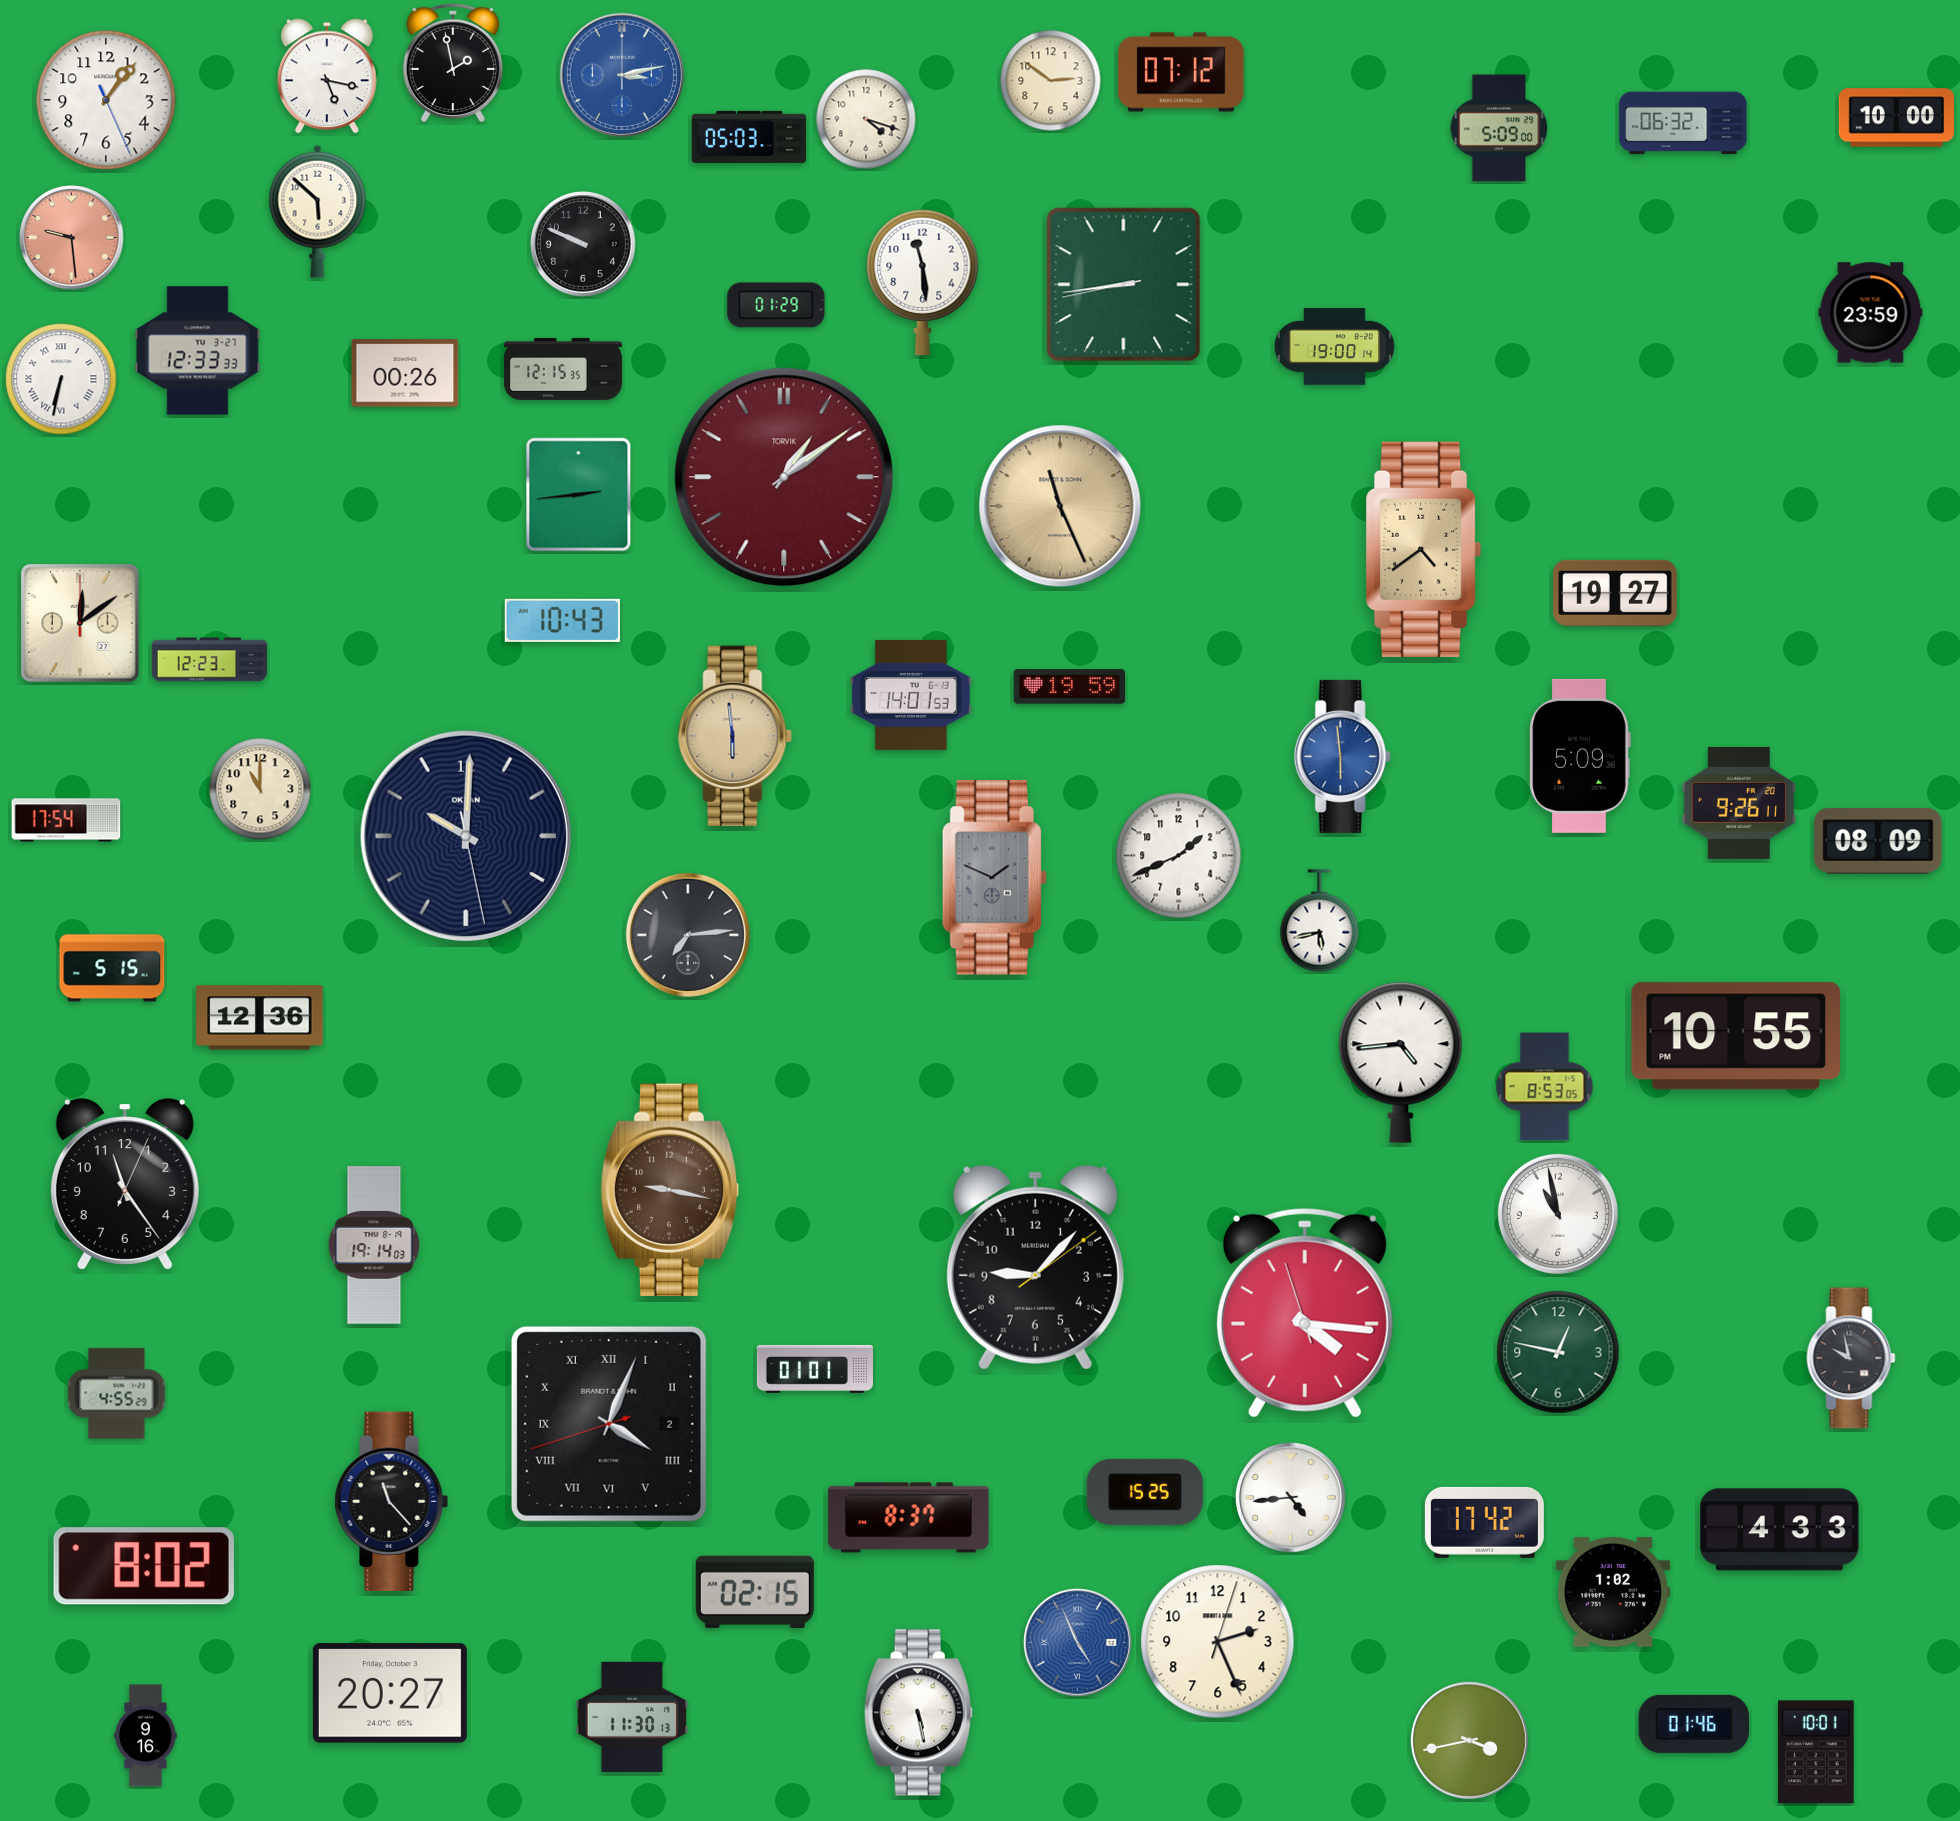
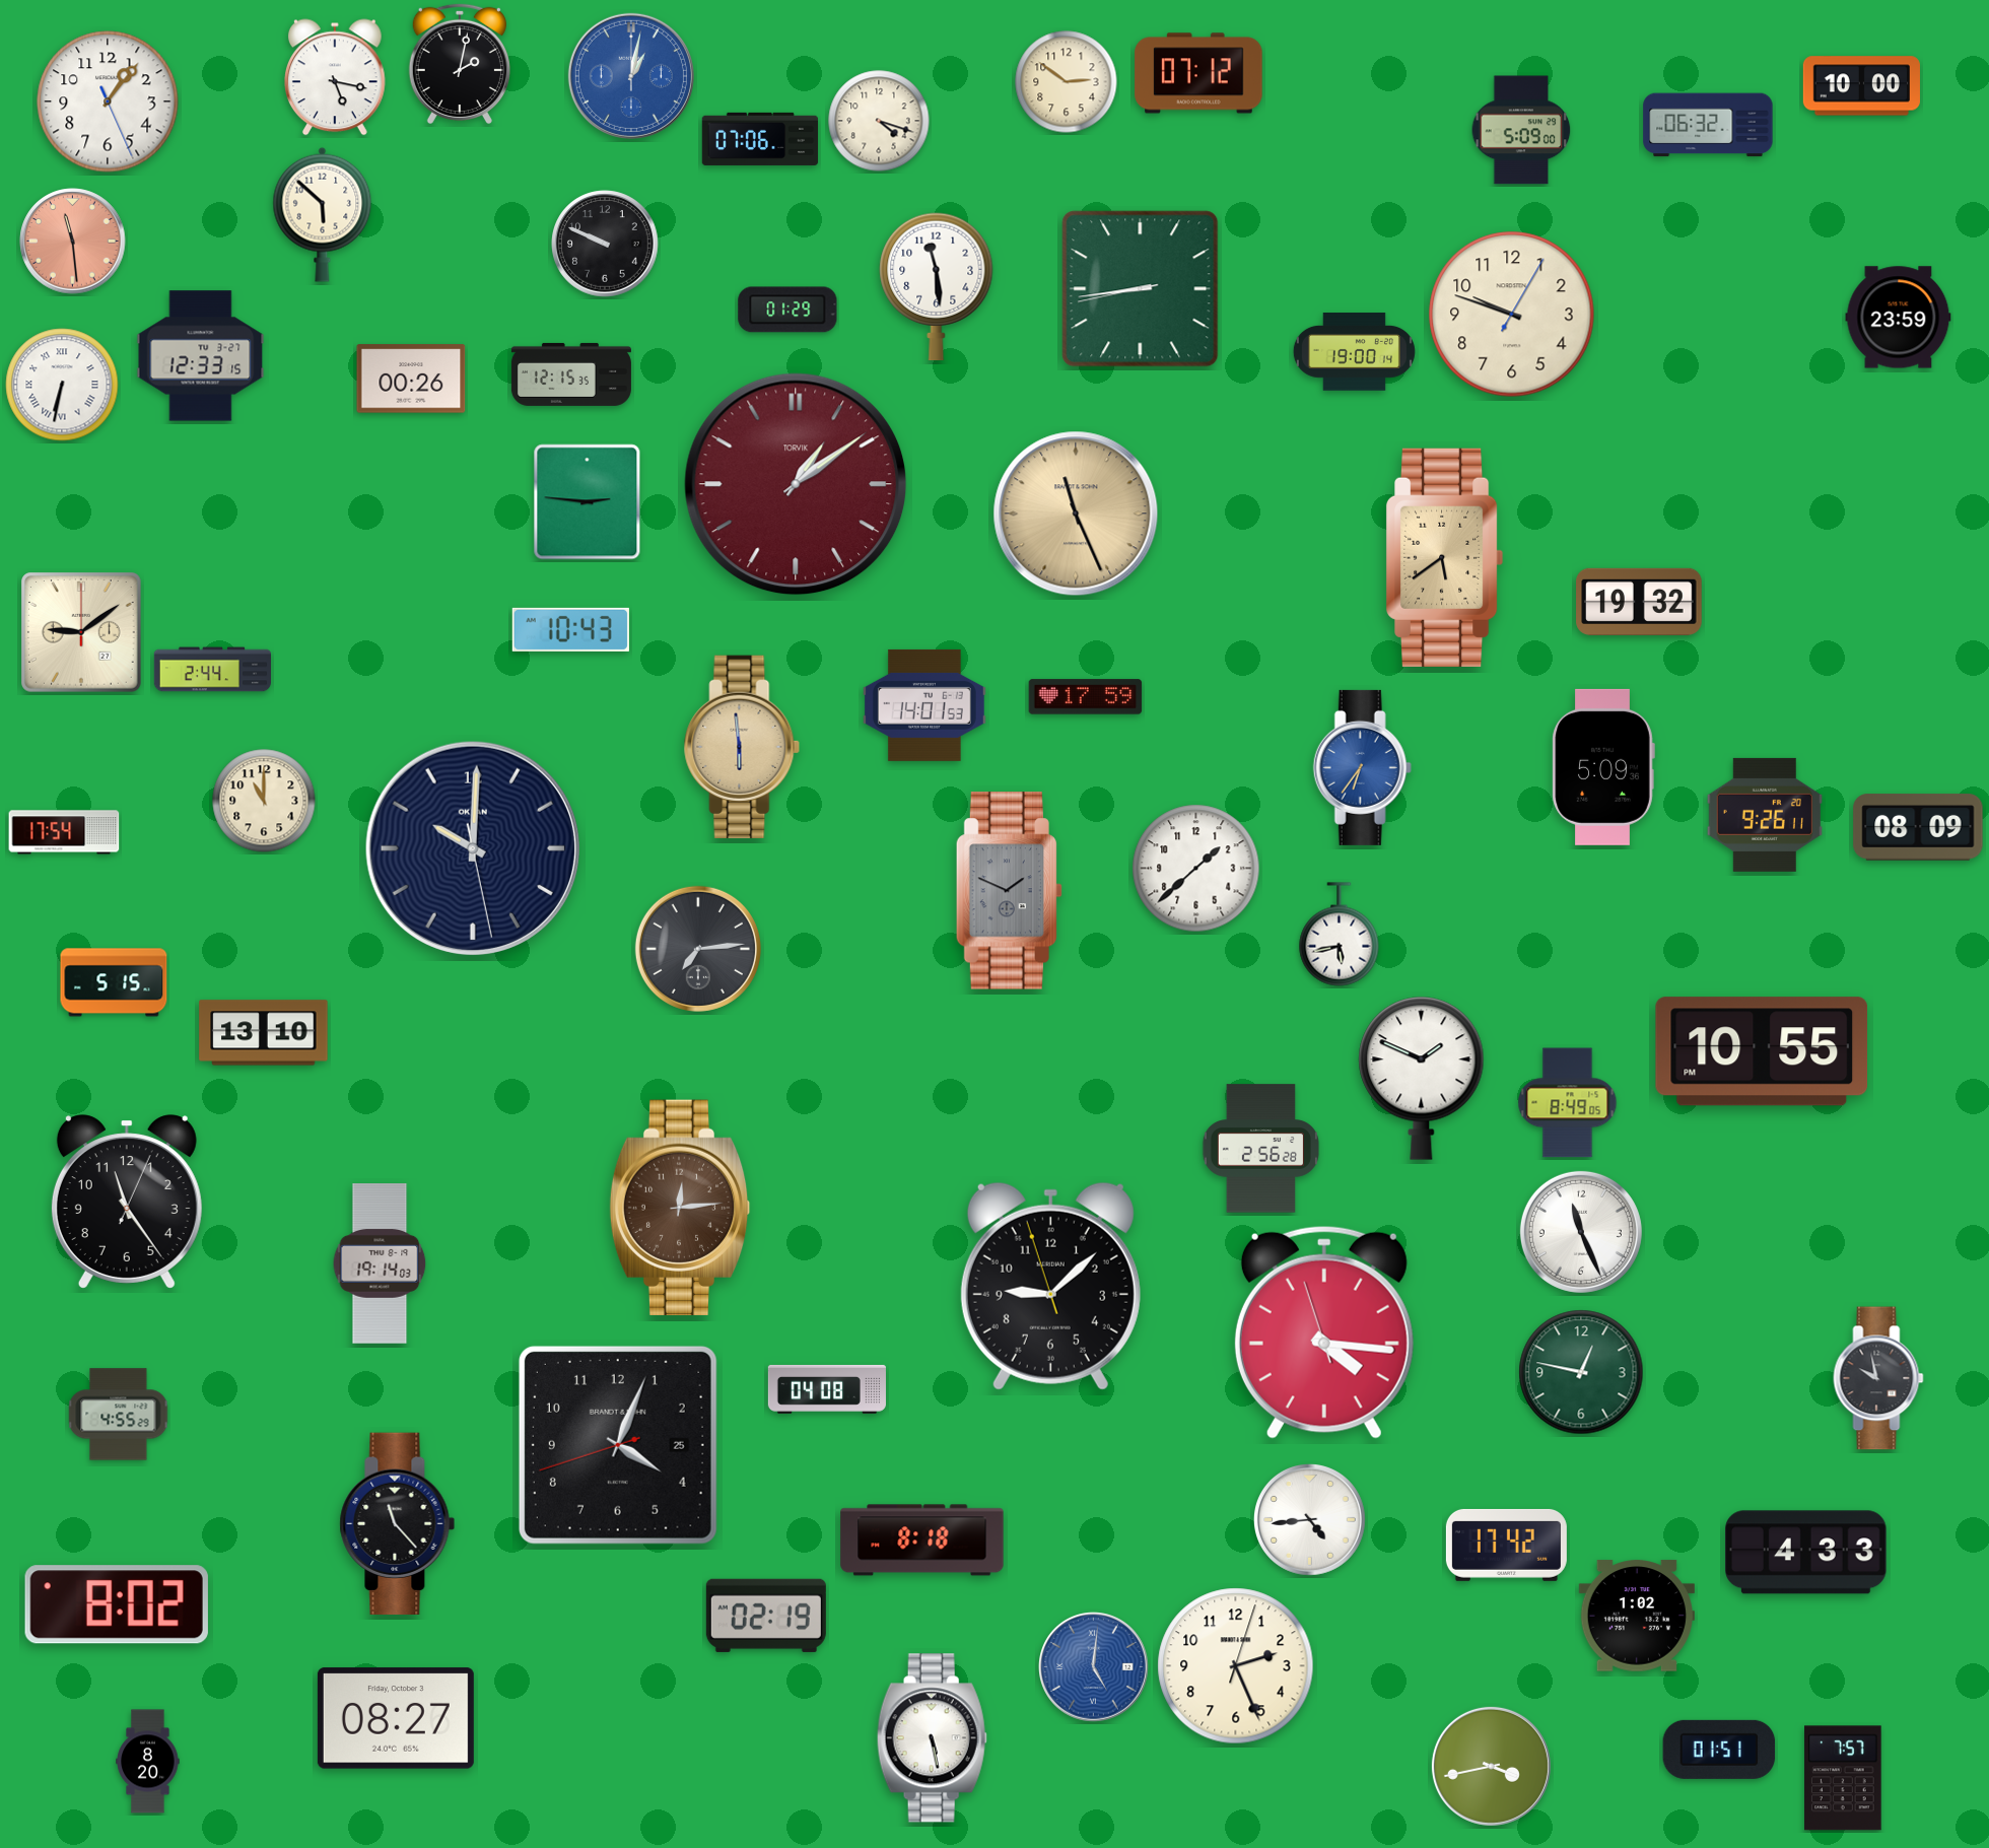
clock at (453, 63): 1:58 -> 2:02
clock at (622, 75): 3:13 -> 1:02
clock at (328, 76) position: (328, 76) -> (336, 77)
clock at (1896, 118) position: (1896, 118) -> (1861, 86)
clock at (749, 137): 05:03 -> 07:06
clock at (72, 238): 9:29 -> 11:29
clock at (583, 244) position: (583, 244) -> (605, 244)
clock at (1512, 315): none -> 9:48
clock at (198, 351): 12:33:33 -> 12:33:15
clock at (579, 495): 2:44 -> 2:46
clock at (1424, 549): 4:39 -> 5:39
clock at (1615, 593): 19:27 -> 19:32
clock at (81, 624): 12:09 -> 9:09
clock at (209, 660): 12:23 -> 2:44
clock at (1070, 687): 19:59 -> 17:59
clock at (735, 735) position: (735, 735) -> (742, 746)
clock at (1342, 756): 5:59 -> 6:36
clock at (66, 820) position: (66, 820) -> (64, 832)
clock at (1878, 841) position: (1878, 841) -> (1918, 827)
clock at (1179, 856): 1:41 -> 1:38
clock at (260, 1018): 12:36 -> 13:10
clock at (1401, 1062): 4:44 -> 1:49
clock at (1545, 1087): 8:53 -> 8:49
clock at (1260, 1149): none -> 2:56
clock at (670, 1189): 9:17 -> 12:14
clock at (1558, 1214): 10:58 -> 11:26
clock at (1035, 1267): 9:07:09 -> 9:07:57
clock at (815, 1369): 01:01 -> 04:08
clock at (609, 1424) date: 2 -> 25
clock at (609, 1424) numerals: Roman -> Arabic
clock at (1145, 1492): 15:25 -> none
clock at (909, 1518): 8:37 -> 8:18
clock at (144, 1566) position: (144, 1566) -> (117, 1604)
clock at (755, 1592): 02:15 -> 02:19
clock at (1078, 1643): 4:56 -> 5:01
clock at (390, 1693): 20:27 -> 08:27
clock at (632, 1717): 11:30 -> none
clock at (1694, 1724): 01:46 -> 01:51
clock at (146, 1736): 9:16 -> 8:20
clock at (1816, 1752): 10:01 -> 7:57
